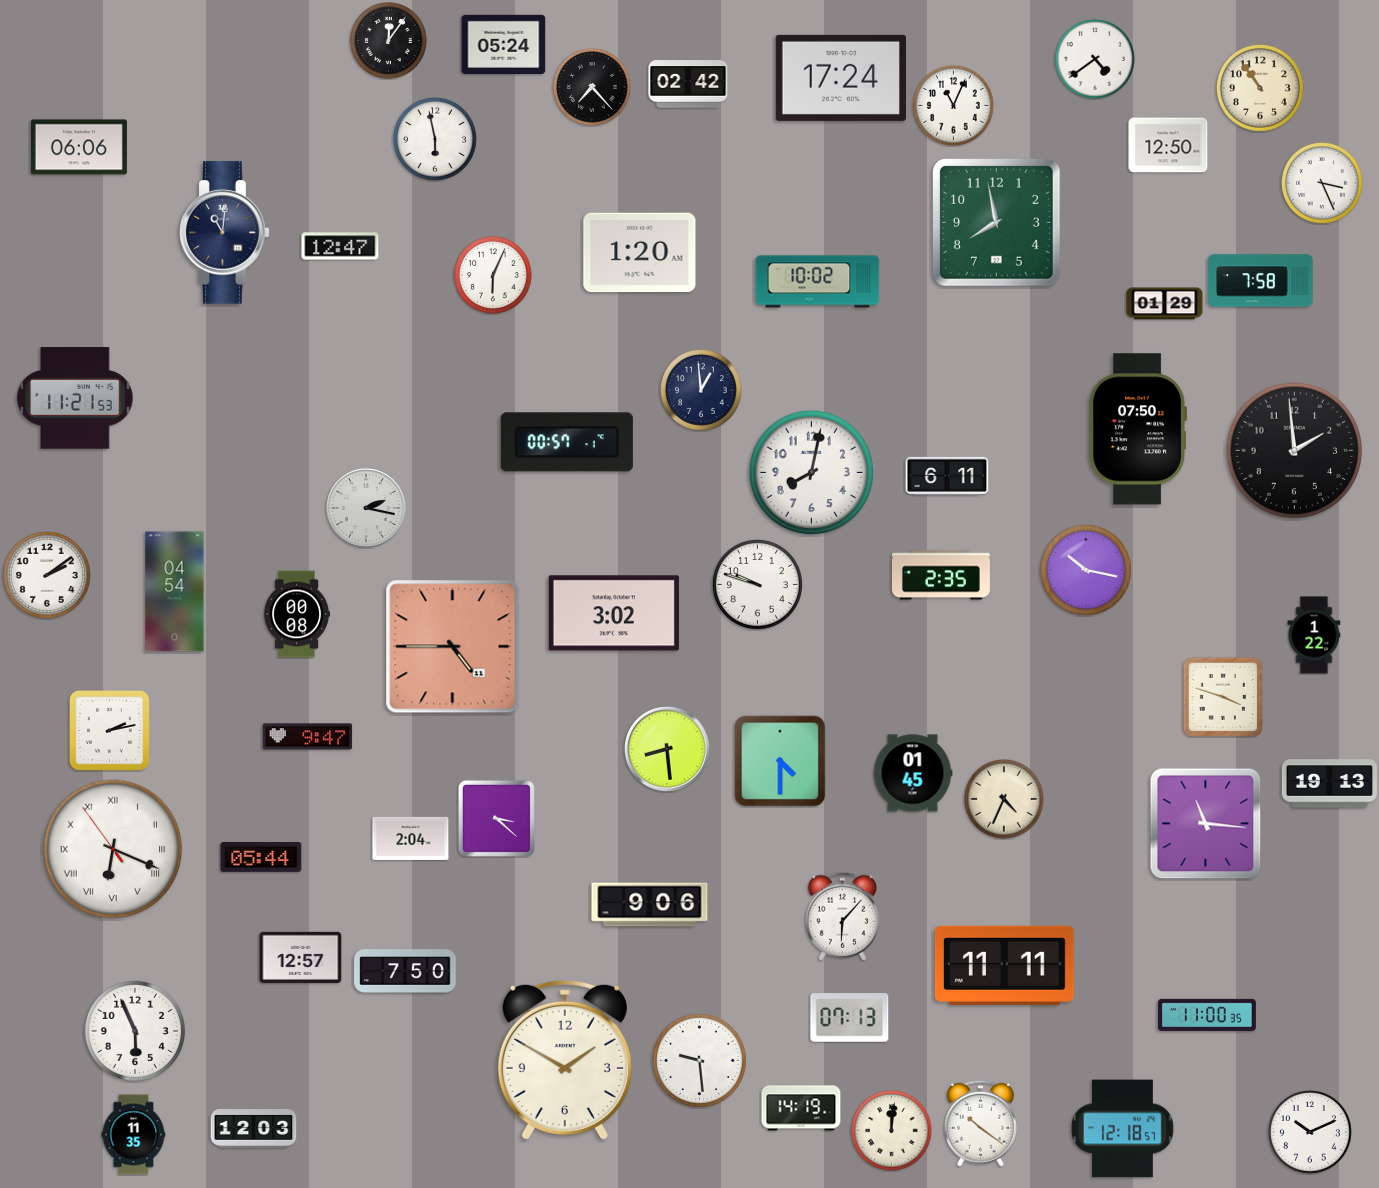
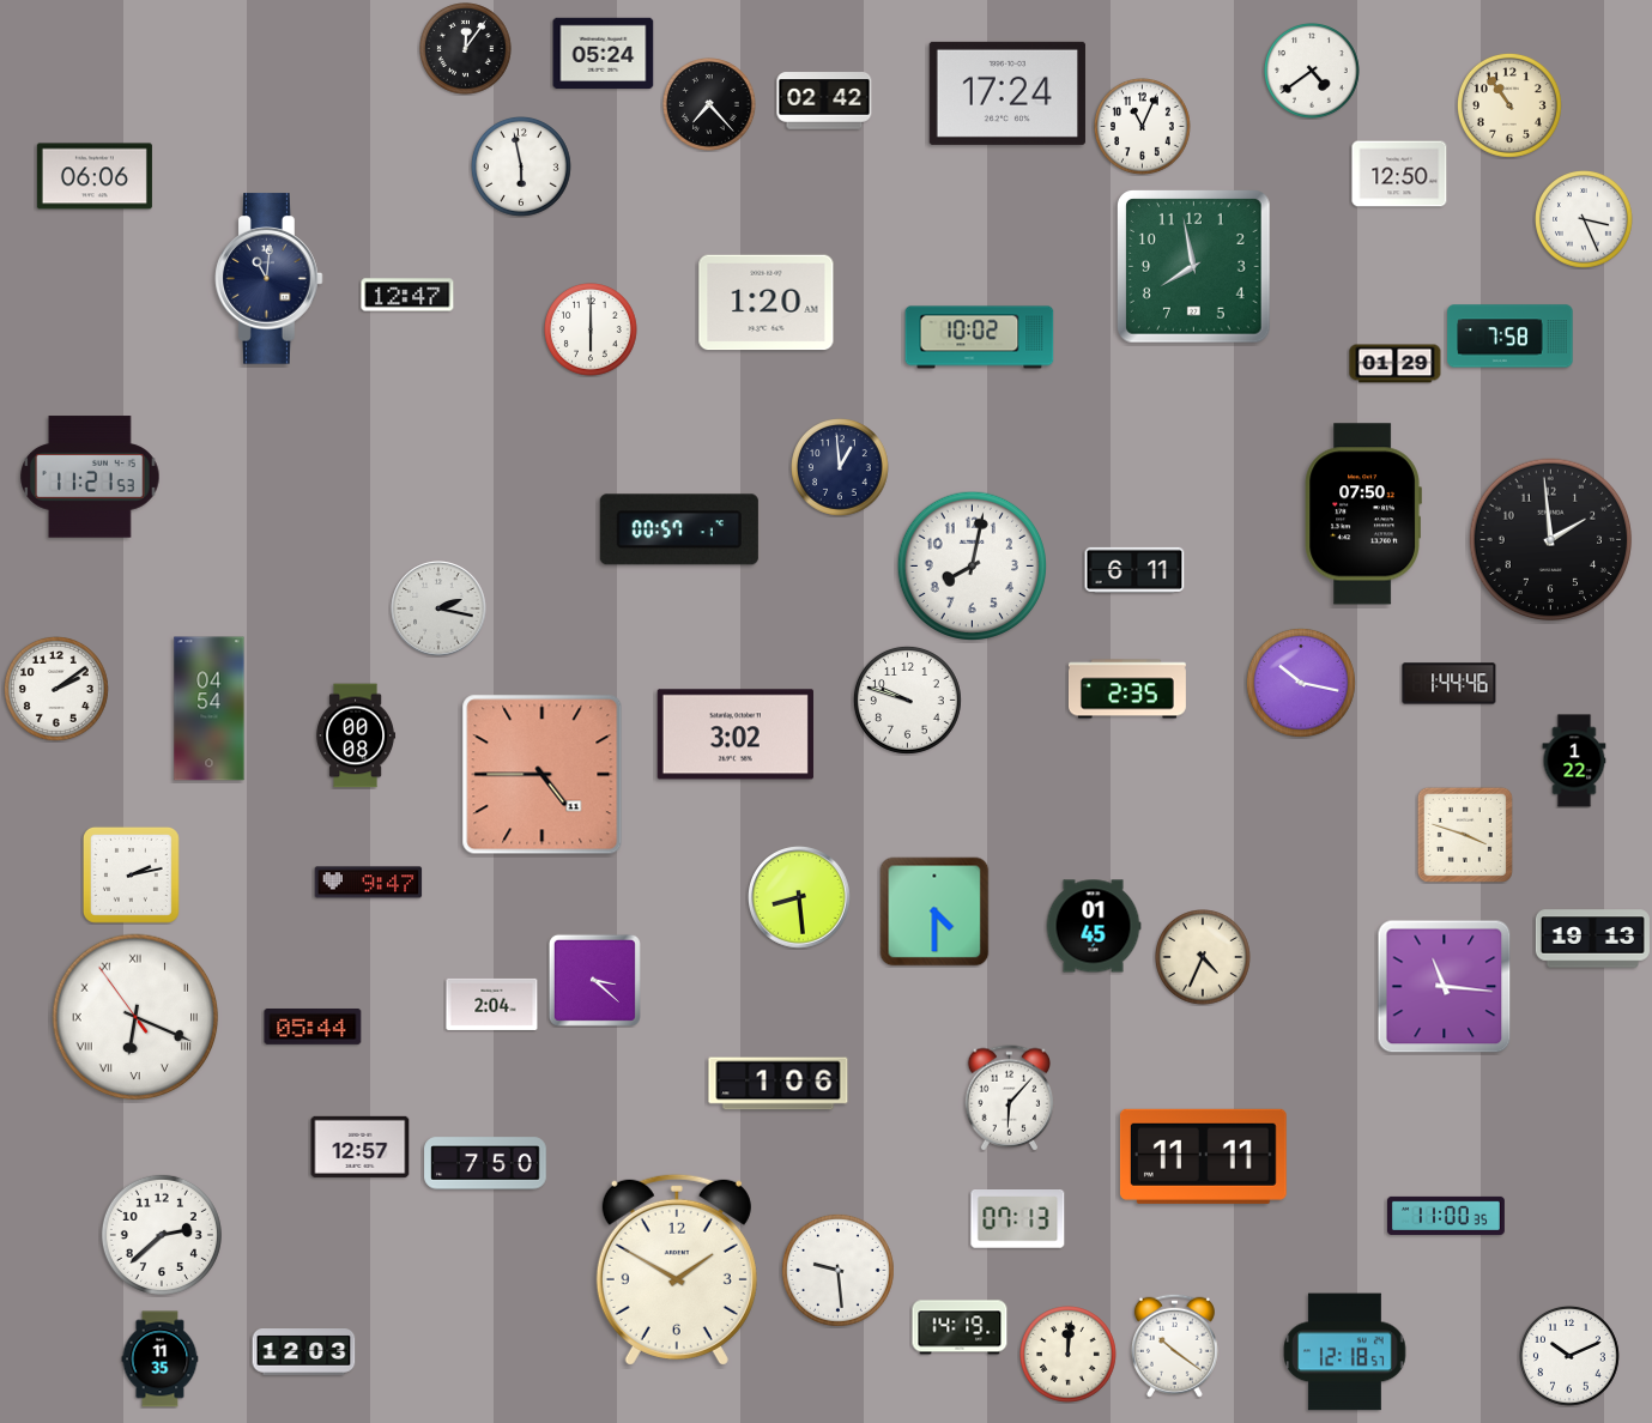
clock at (493, 275): 6:04 -> 6:00
clock at (1450, 684): none -> 1:44
clock at (650, 905): 9:06 -> 1:06
clock at (135, 1031): 5:56 -> 2:38
